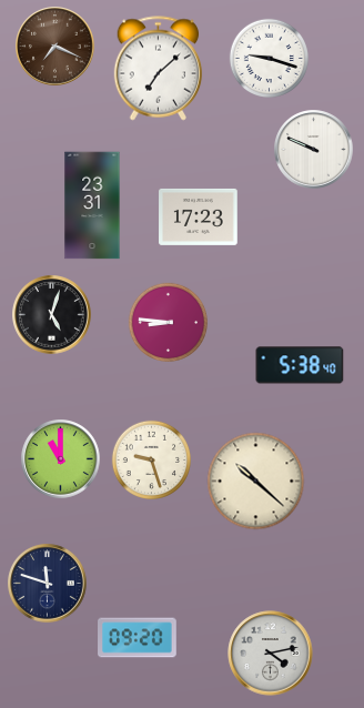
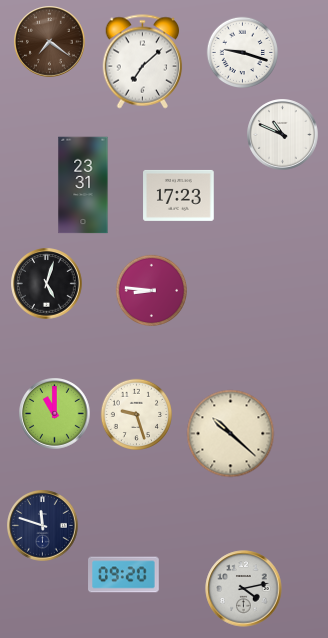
clock at (55, 47): 7:19 -> 7:21
clock at (314, 150): 9:49 -> 10:49
clock at (300, 365): 5:38 -> none
